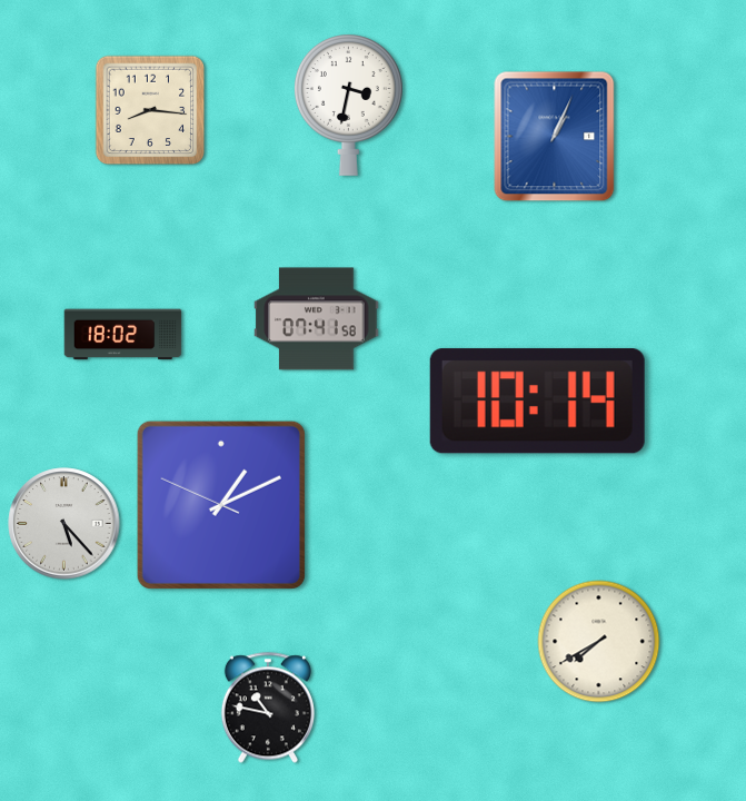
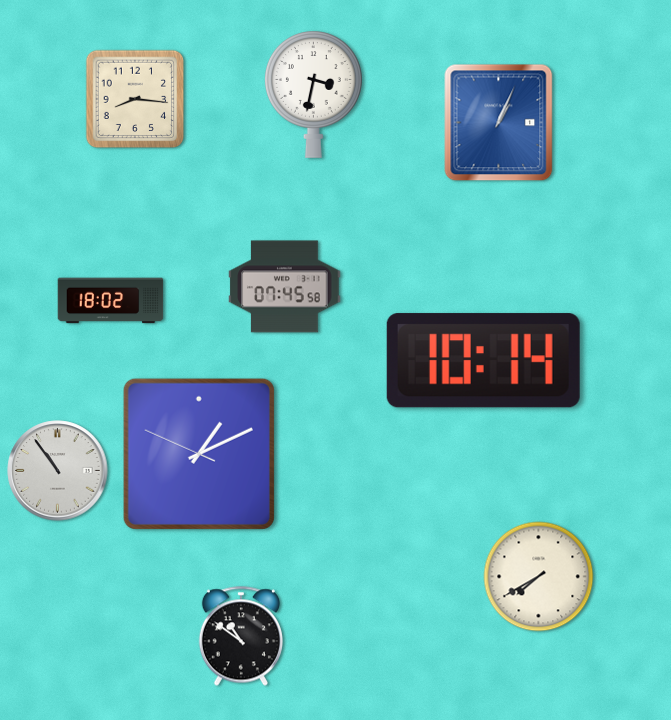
clock at (317, 319): 07:41 -> 07:45
clock at (64, 524): 5:23 -> 10:54
clock at (268, 708): 10:47 -> 10:51
